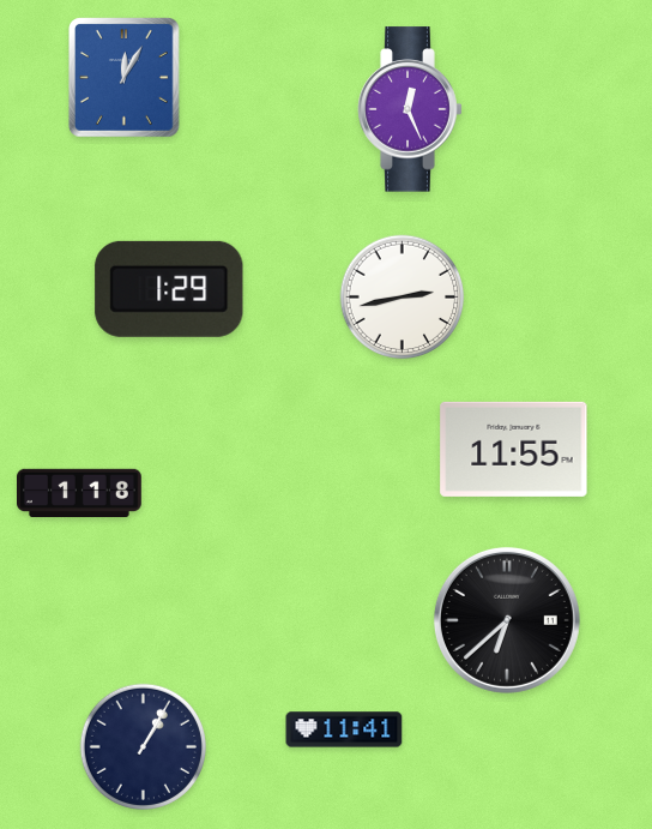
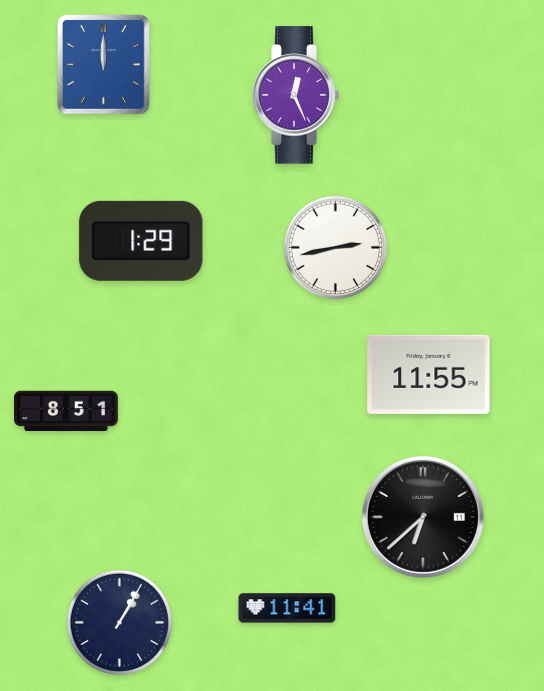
clock at (125, 78): 12:05 -> 12:00
clock at (410, 109) position: (410, 109) -> (296, 95)
clock at (80, 493): 1:18 -> 8:51
